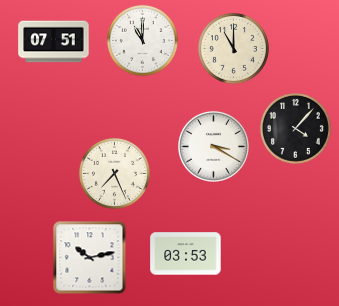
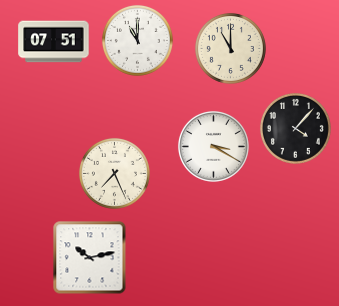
clock at (142, 40) position: (142, 40) -> (137, 40)
clock at (233, 48) position: (233, 48) -> (230, 48)
clock at (186, 254): 03:53 -> none
